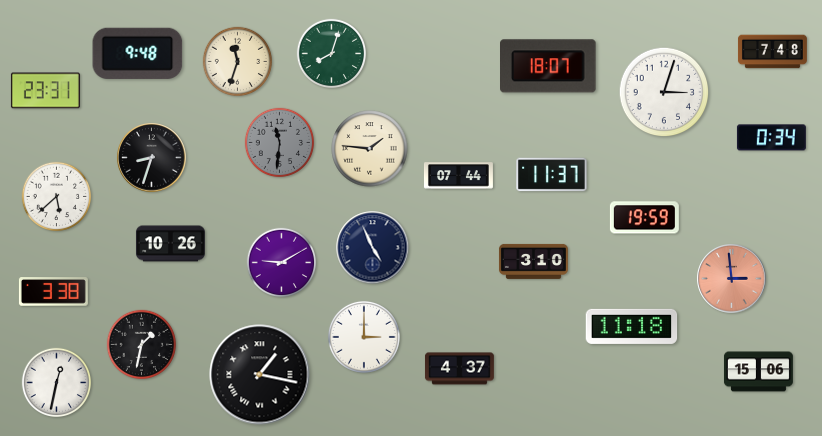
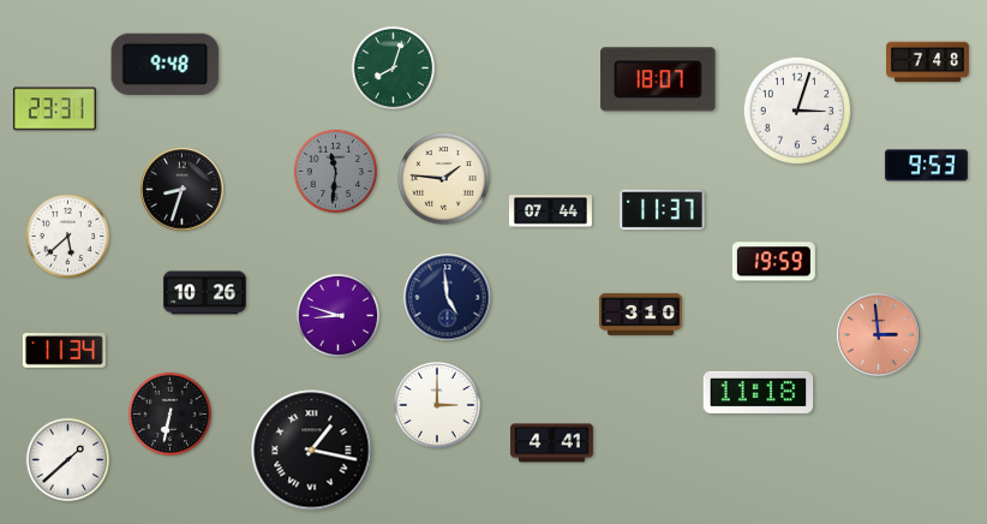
clock at (332, 54) position: (332, 54) -> (394, 69)
clock at (238, 62): 11:33 -> none
clock at (771, 138): 0:34 -> 9:53
clock at (373, 248): 4:56 -> 4:59
clock at (282, 263): 9:10 -> 8:48
clock at (53, 292): 3:38 -> 11:34
clock at (142, 345): 1:32 -> 6:32
clock at (459, 369): 4:37 -> 4:41
clock at (758, 372): 15:06 -> none
clock at (57, 383): 12:32 -> 1:38
